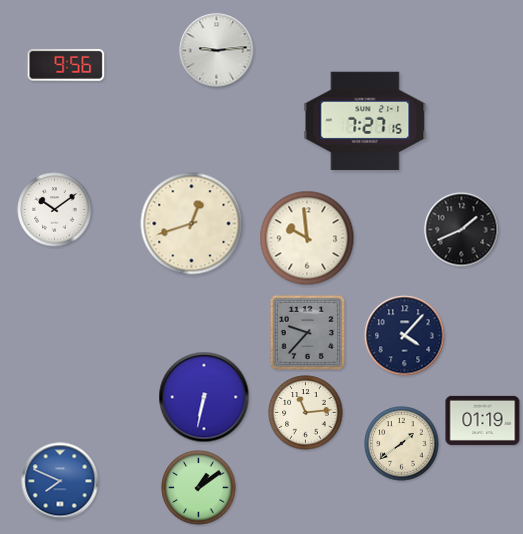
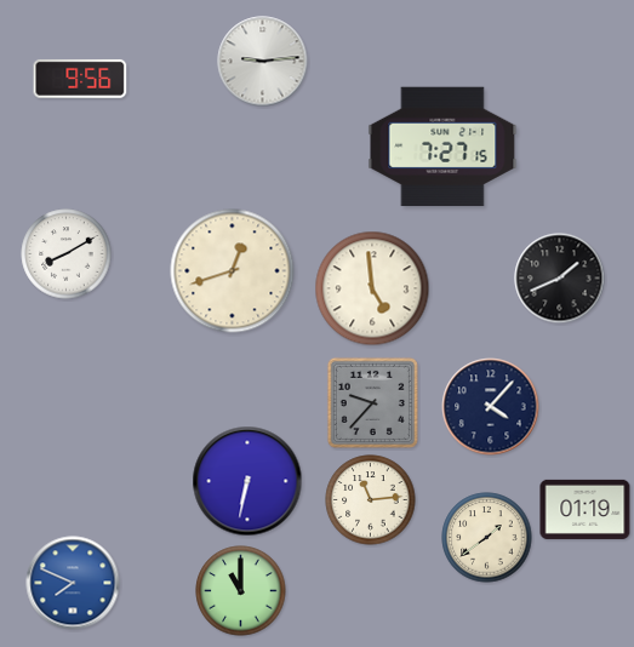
clock at (55, 210): 10:09 -> 8:10
clock at (307, 238): 9:59 -> 4:59
clock at (199, 488): 1:09 -> 11:00
